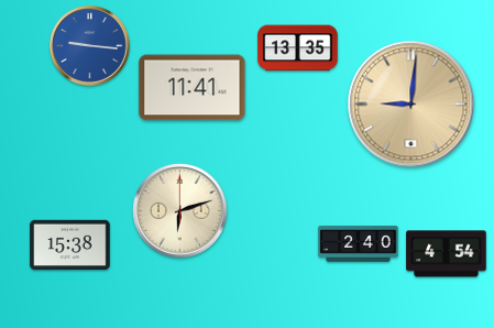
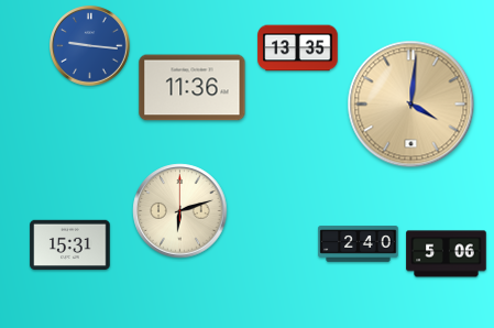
clock at (193, 88): 11:41 -> 11:36
clock at (411, 105): 9:01 -> 4:01
clock at (70, 245): 15:38 -> 15:31
clock at (447, 254): 4:54 -> 5:06
